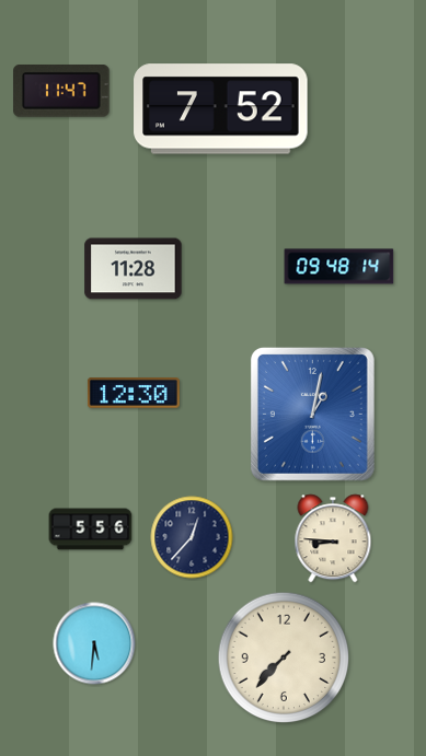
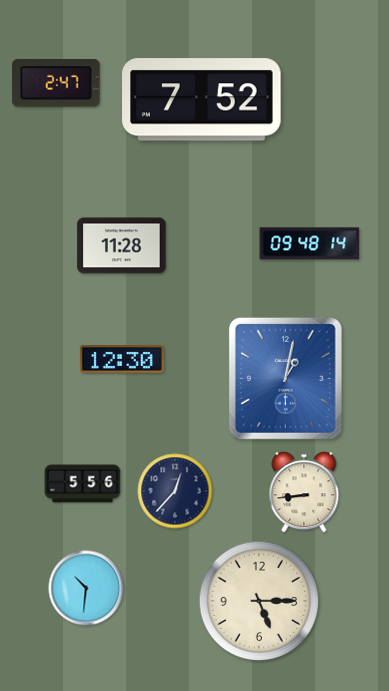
clock at (61, 92): 11:47 -> 2:47
clock at (333, 538): 8:46 -> 8:44
clock at (94, 643): 5:31 -> 10:31
clock at (284, 658): 7:37 -> 5:15
